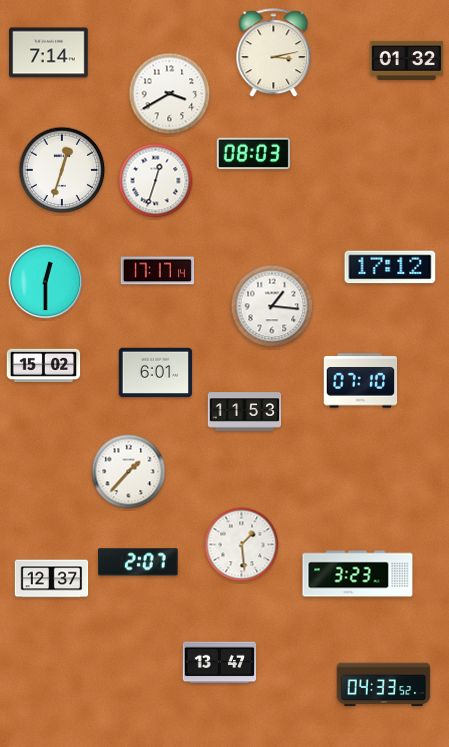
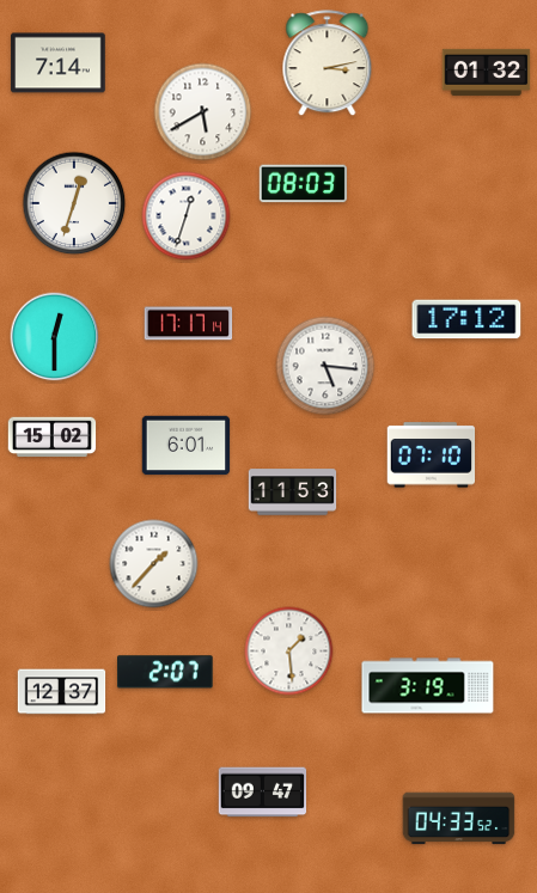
clock at (170, 94): 3:40 -> 5:40
clock at (272, 306): 1:16 -> 5:16
clock at (358, 574): 3:23 -> 3:19
clock at (220, 663): 13:47 -> 09:47
